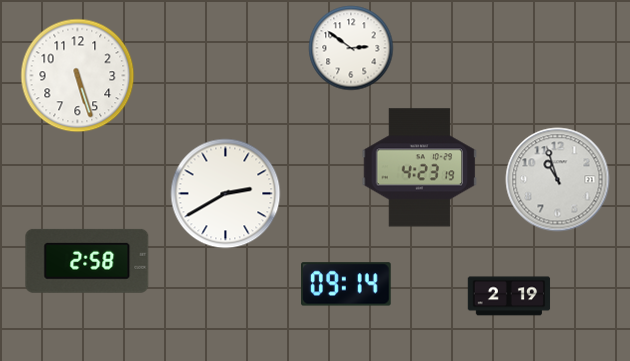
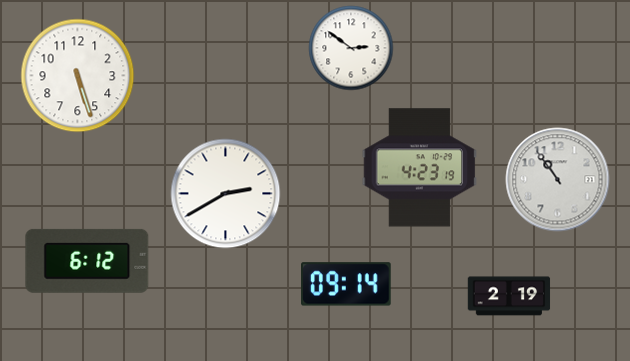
clock at (558, 180): 10:57 -> 10:54
clock at (87, 261): 2:58 -> 6:12
